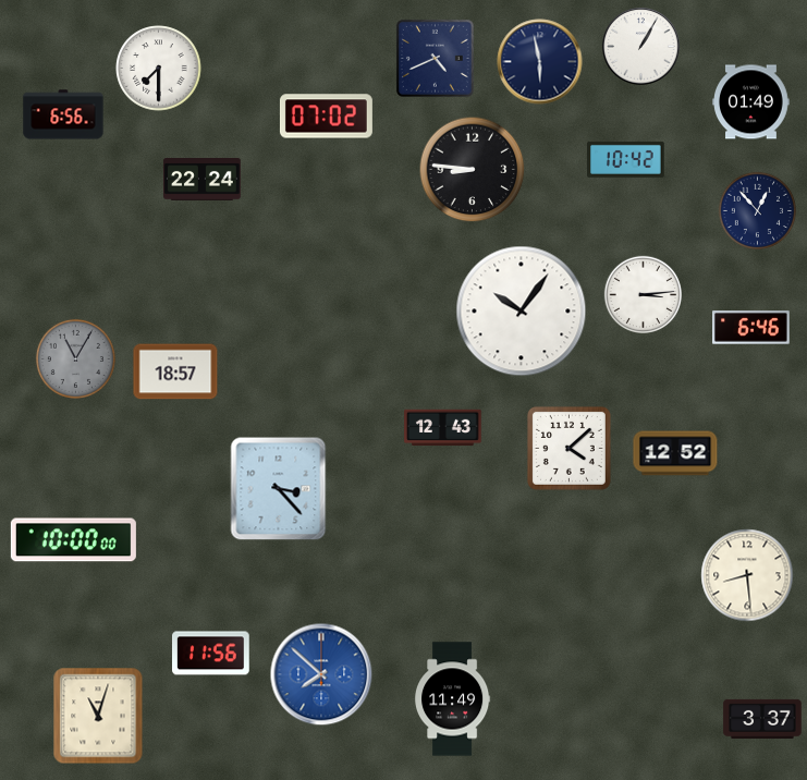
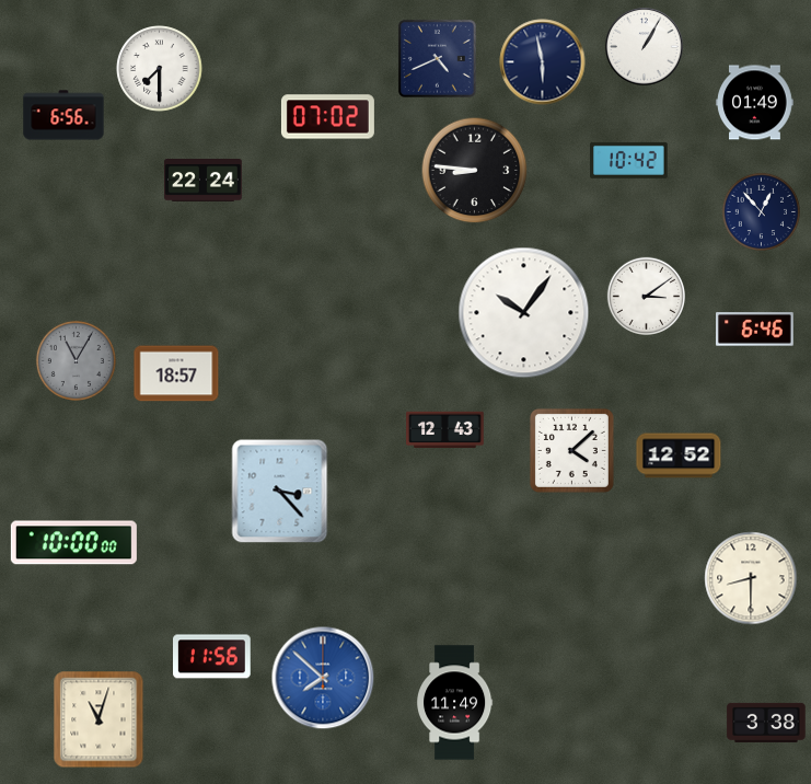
clock at (643, 294): 3:14 -> 3:09
clock at (747, 575): 8:29 -> 8:30
clock at (762, 719): 3:37 -> 3:38
